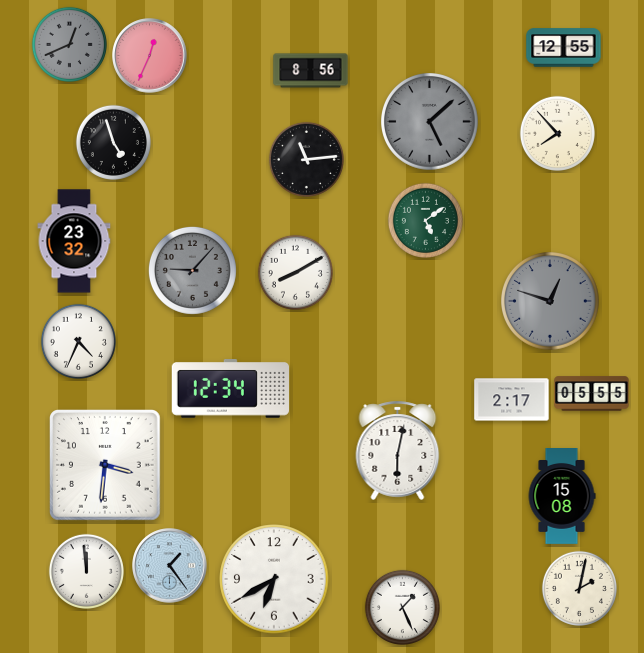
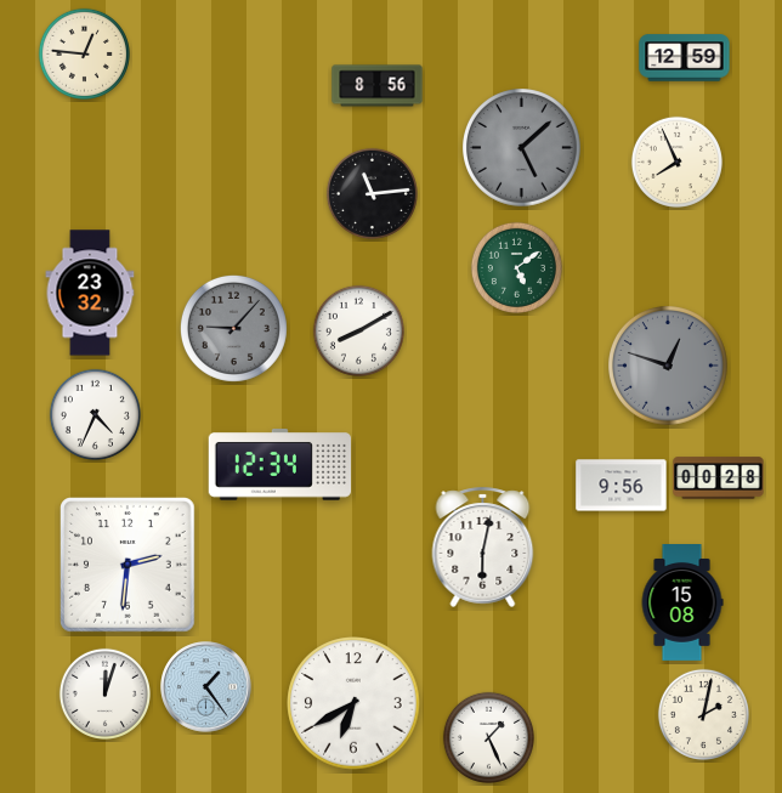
clock at (69, 44): 12:41 -> 12:46
clock at (69, 44) dial: grey -> cream
clock at (564, 48): 12:55 -> 12:59
clock at (150, 56): 12:34 -> none
clock at (557, 133): 7:53 -> 7:56
clock at (113, 142): 4:57 -> none
clock at (230, 389) position: (230, 389) -> (279, 465)
clock at (592, 394): 05:55 -> 00:28
clock at (512, 400): 2:17 -> 9:56
clock at (106, 466): 3:31 -> 2:31
clock at (86, 571): 11:59 -> 12:03
clock at (274, 579) position: (274, 579) -> (353, 703)
